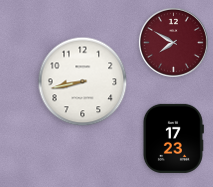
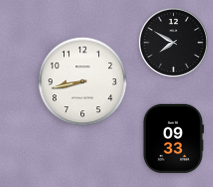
clock at (173, 42) dial: burgundy -> black
clock at (173, 138): 17:23 -> 09:33
